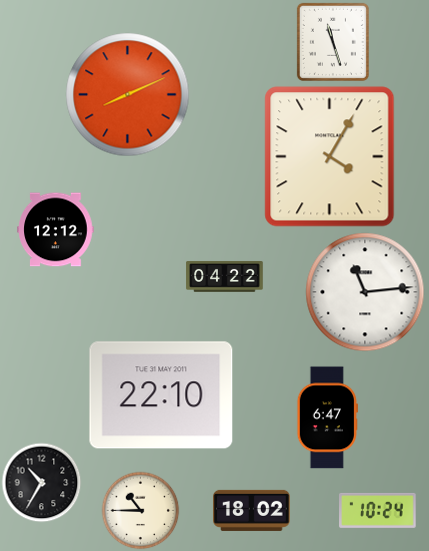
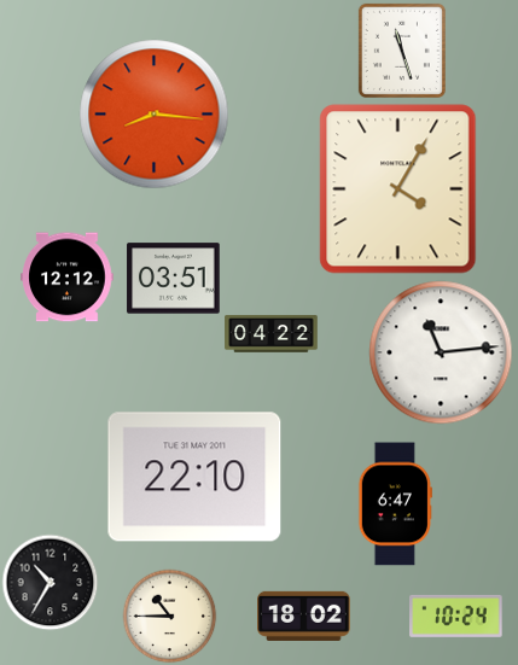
clock at (128, 95): 8:11 -> 8:16
clock at (174, 279): none -> 03:51
